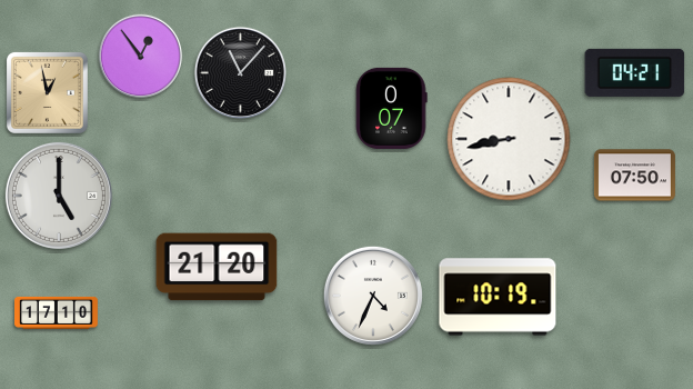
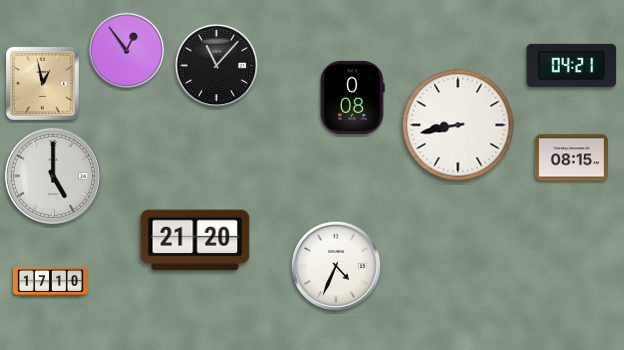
clock at (391, 108): 0:07 -> 0:08
clock at (634, 176): 07:50 -> 08:15
clock at (498, 297): 10:19 -> none
